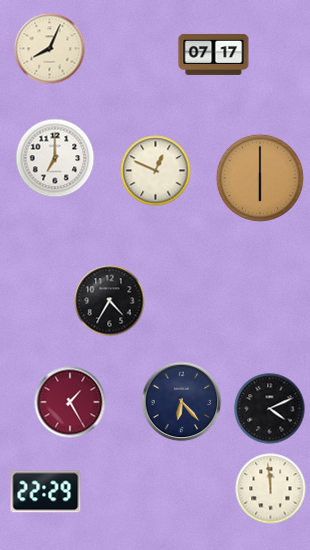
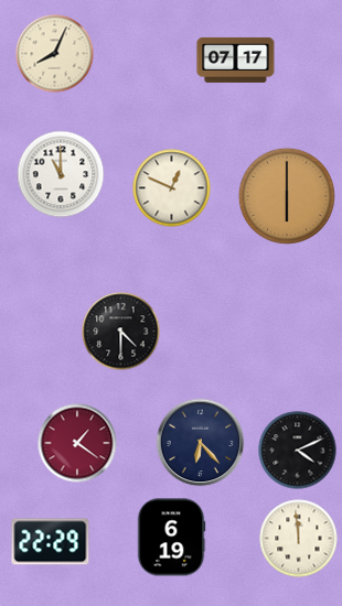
clock at (55, 158): 7:00 -> 11:00
clock at (110, 301): 4:35 -> 4:30
clock at (70, 402): 1:25 -> 1:21
clock at (171, 538): none -> 6:19
